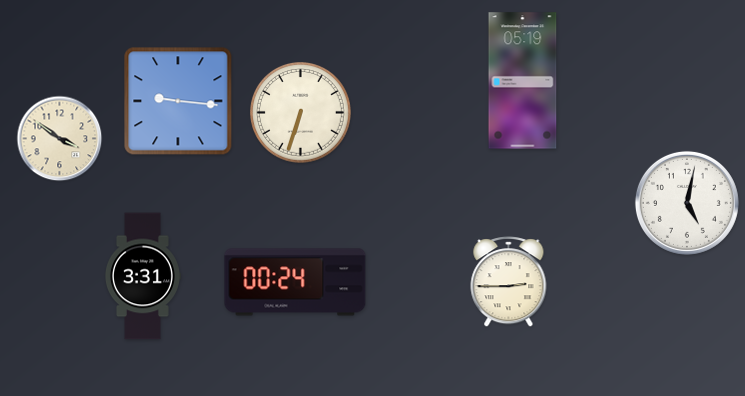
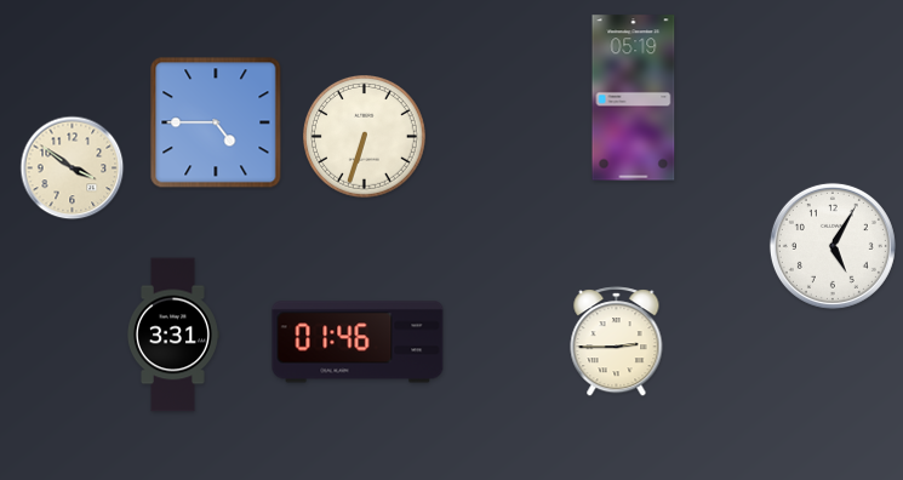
clock at (178, 101): 9:16 -> 4:45
clock at (687, 203): 5:02 -> 5:05
clock at (295, 282): 00:24 -> 01:46
